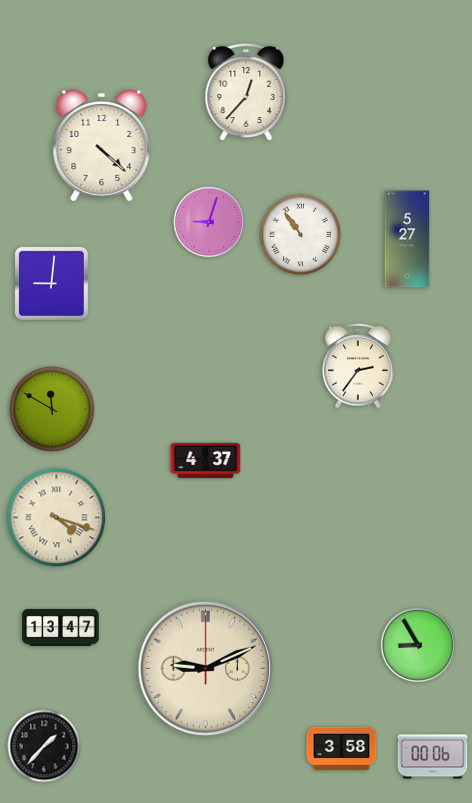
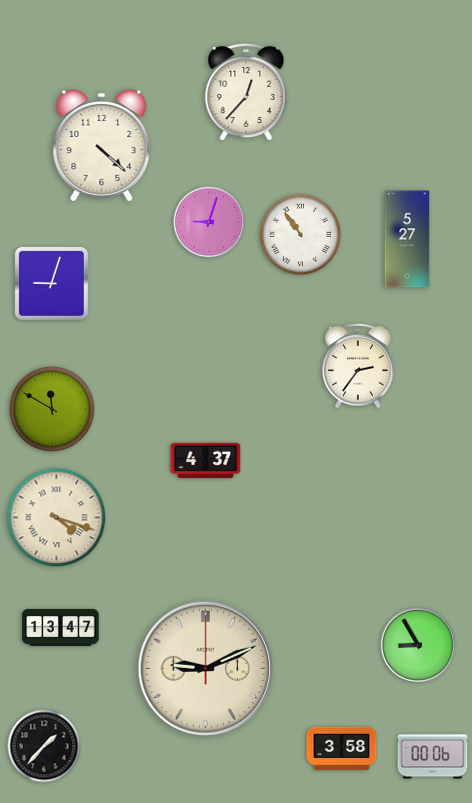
clock at (51, 283): 9:01 -> 9:03
